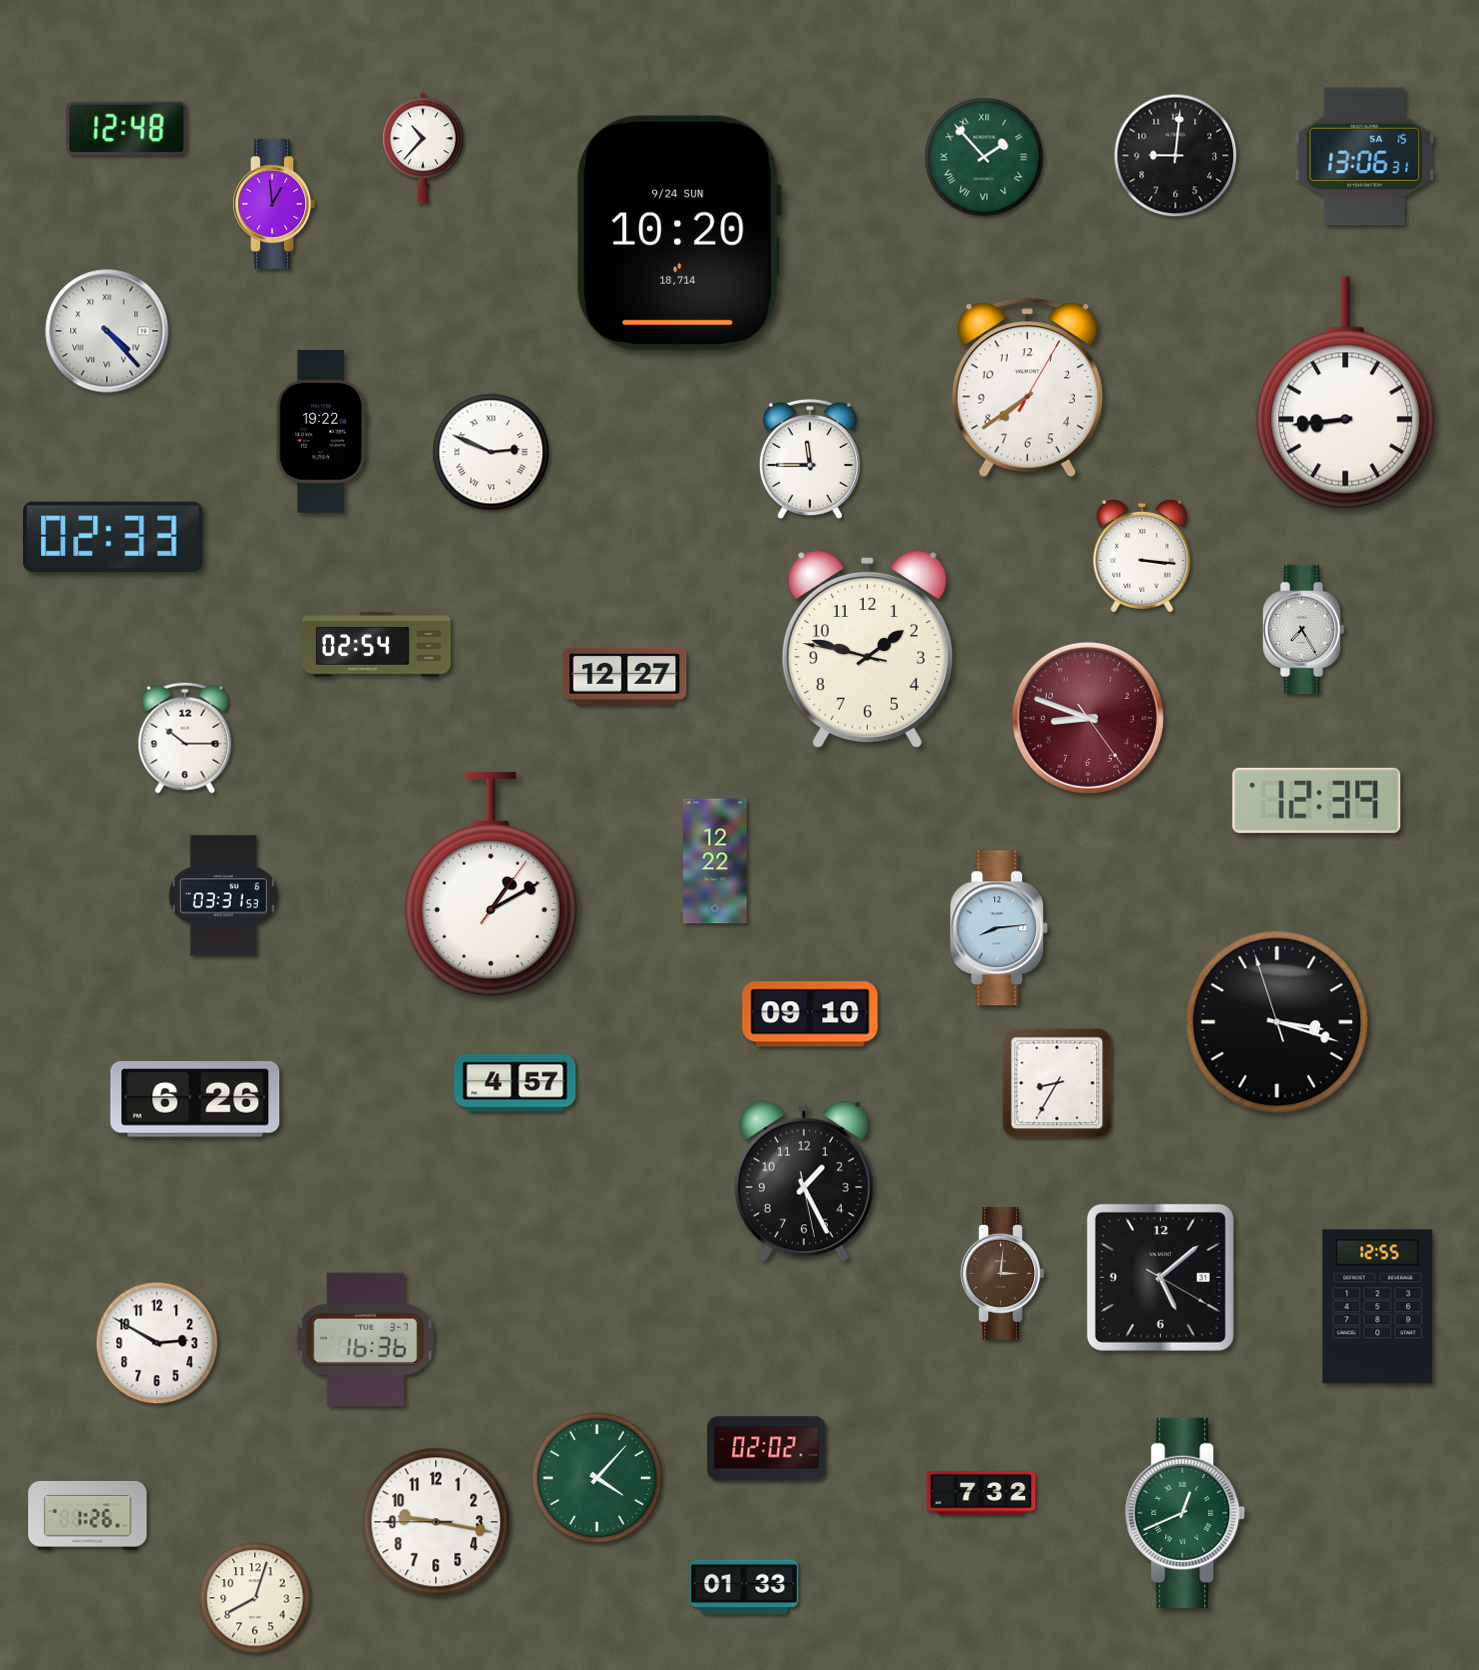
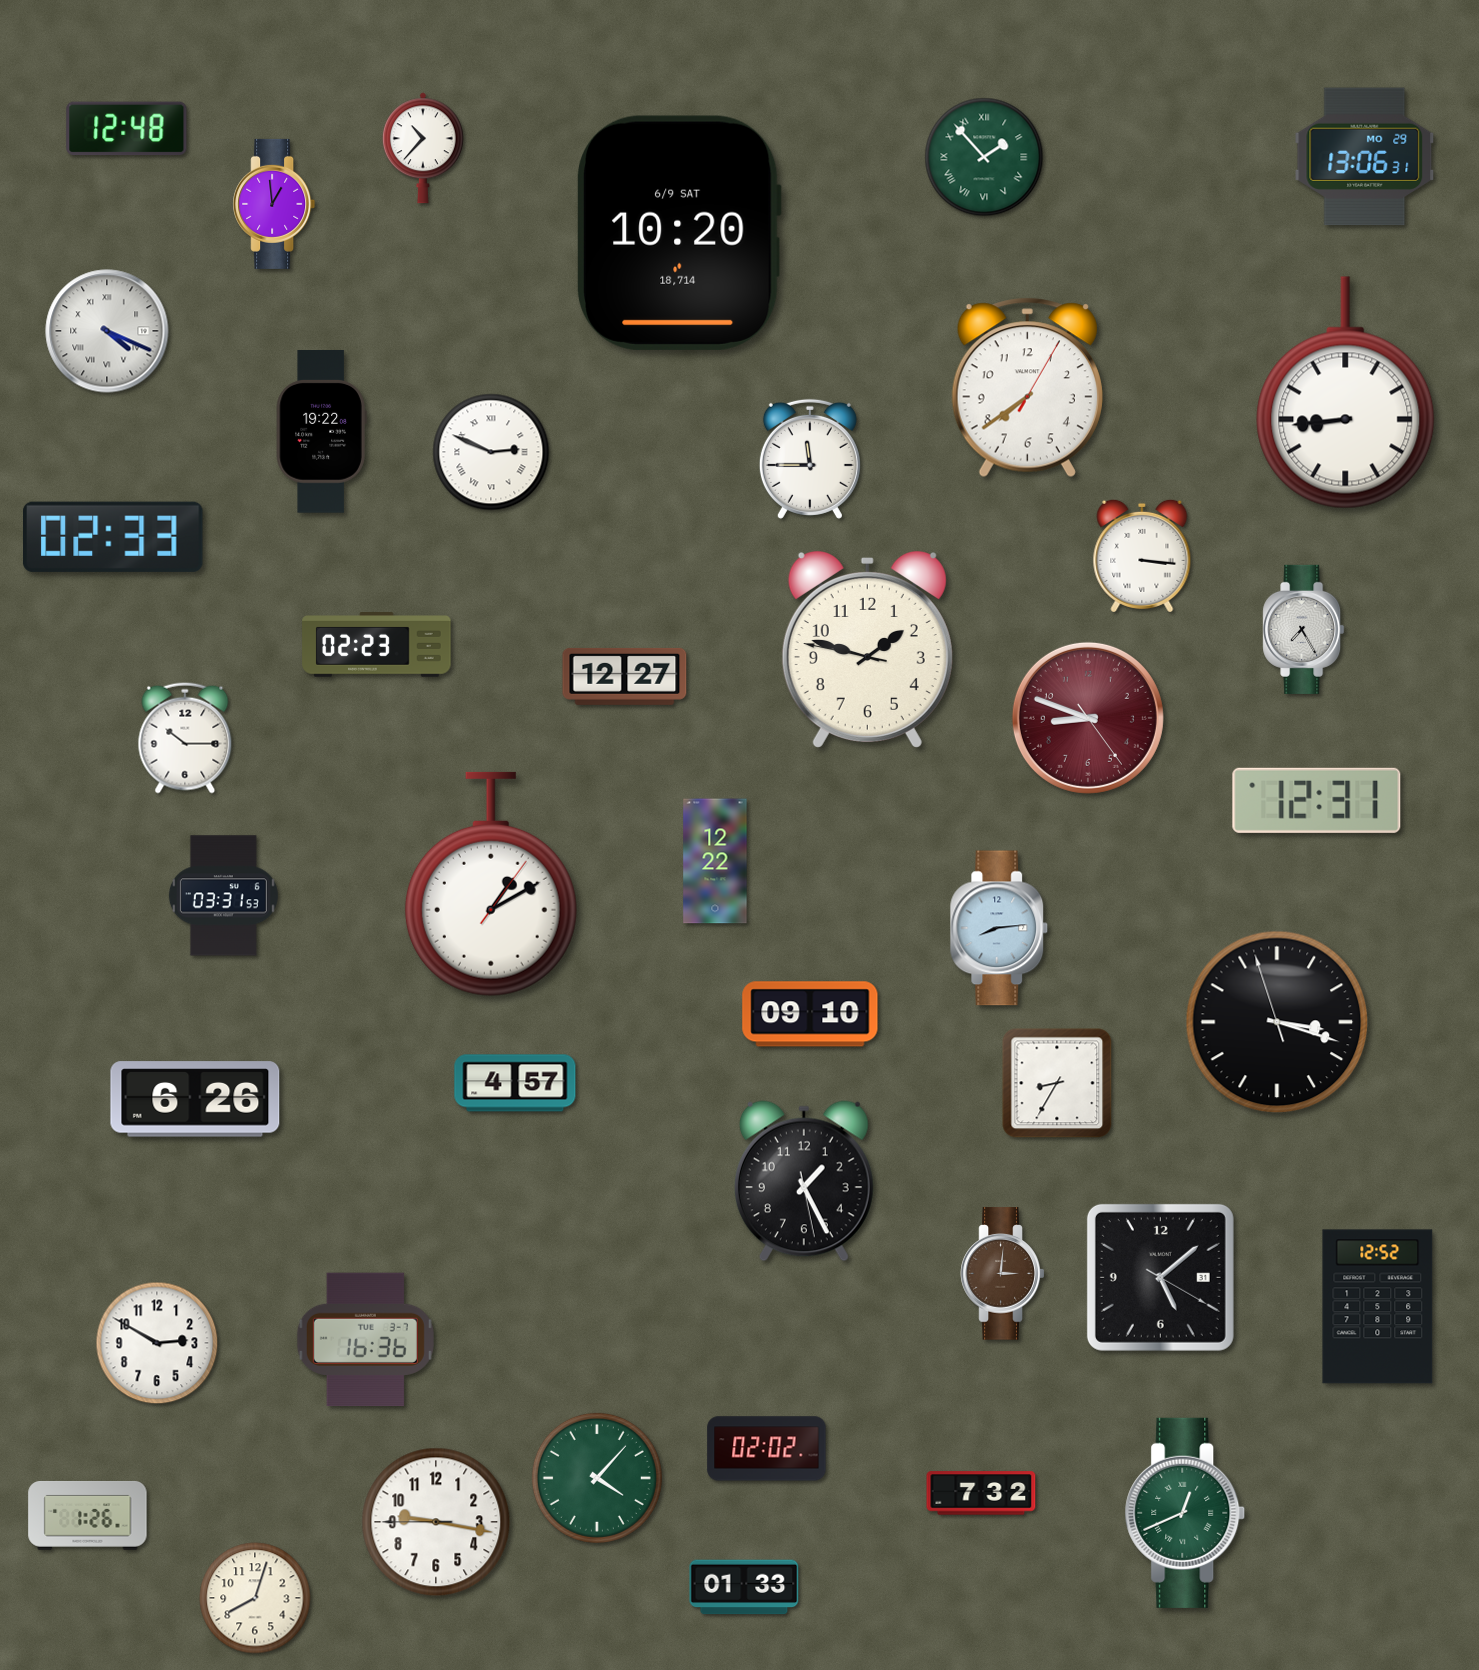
clock at (1176, 156): 9:01 -> none
clock at (1365, 157) date: SA 15 -> MO 29
clock at (680, 233) date: 9/24 SUN -> 6/9 SAT
clock at (107, 331): 4:23 -> 4:19
clock at (377, 645): 02:54 -> 02:23
clock at (1317, 800): 12:39 -> 12:31
clock at (1378, 1307): 12:55 -> 12:52
